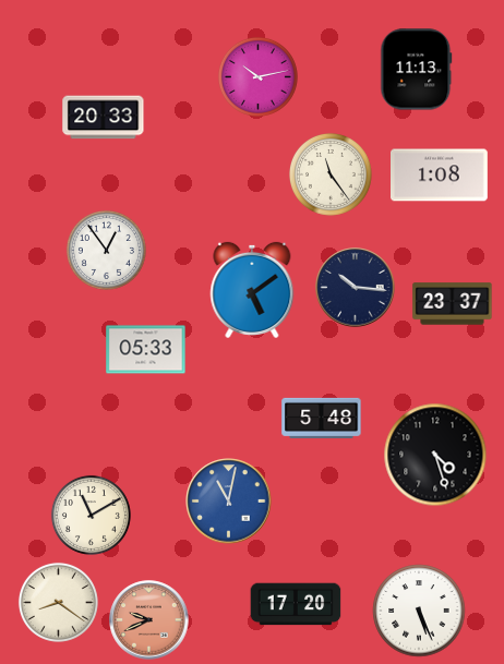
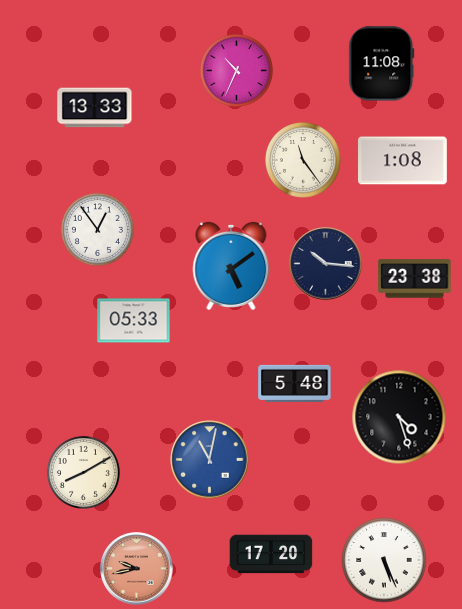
clock at (417, 70): 11:13 -> 11:08
clock at (257, 76): 10:13 -> 10:34
clock at (104, 118): 20:33 -> 13:33
clock at (453, 304): 23:37 -> 23:38
clock at (91, 515): 11:10 -> 8:10
clock at (58, 602): 8:21 -> none
clock at (149, 620): 9:41 -> 9:43
